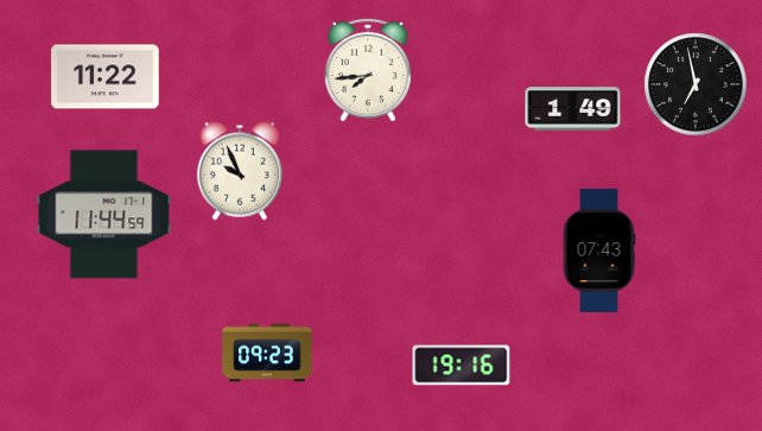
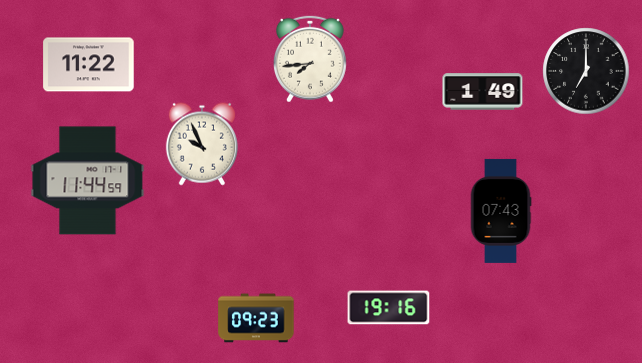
clock at (696, 84): 6:58 -> 7:00
clock at (599, 251) position: (599, 251) -> (501, 211)
clock at (267, 353) position: (267, 353) -> (256, 318)
